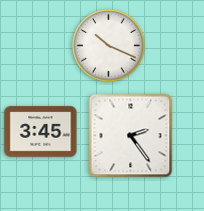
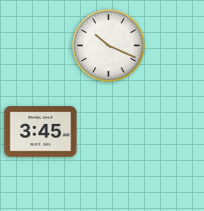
clock at (131, 136): 2:24 -> none
